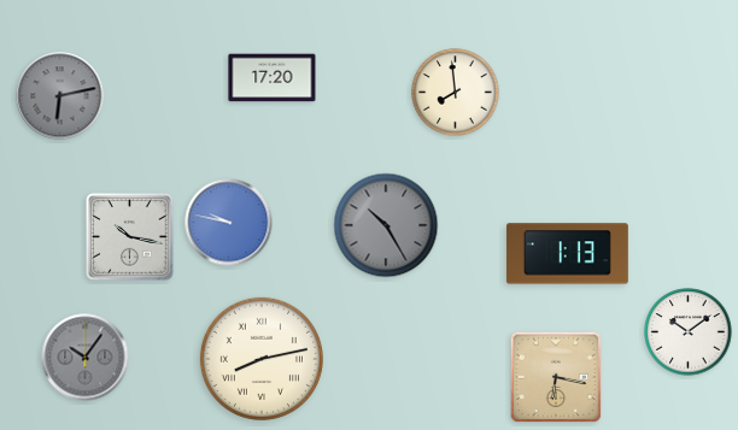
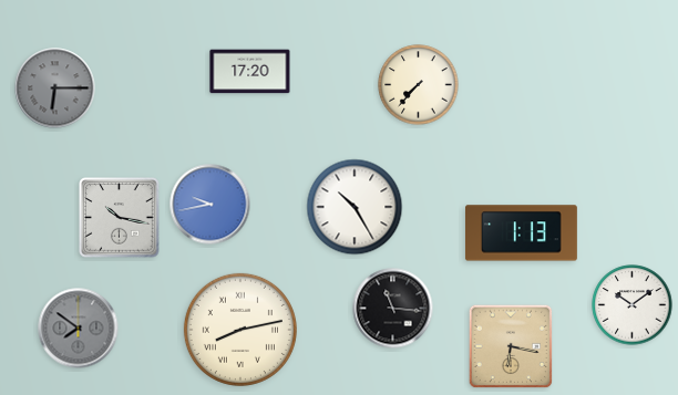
clock at (456, 93): 7:59 -> 7:37
clock at (60, 96): 6:13 -> 6:15
clock at (229, 223): 9:47 -> 9:43
clock at (386, 225) dial: grey -> white
clock at (393, 309): none -> 11:16
clock at (86, 358): 10:06 -> 7:51
